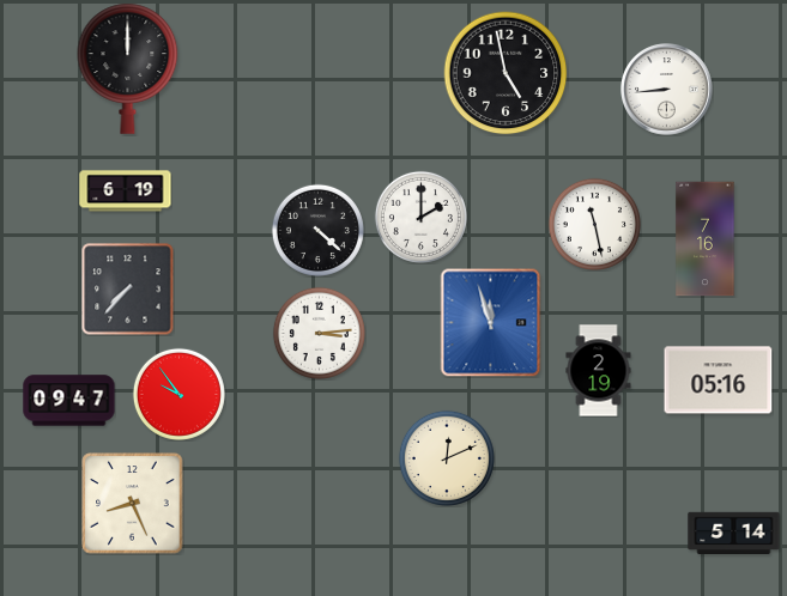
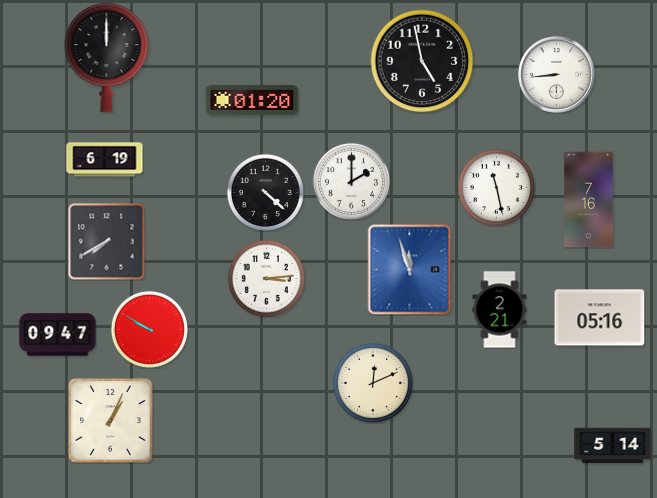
clock at (252, 100): none -> 01:20
clock at (128, 290): 7:37 -> 7:40
clock at (599, 371): 2:19 -> 2:21
clock at (178, 394): 9:54 -> 9:50
clock at (133, 504): 8:26 -> 1:04
